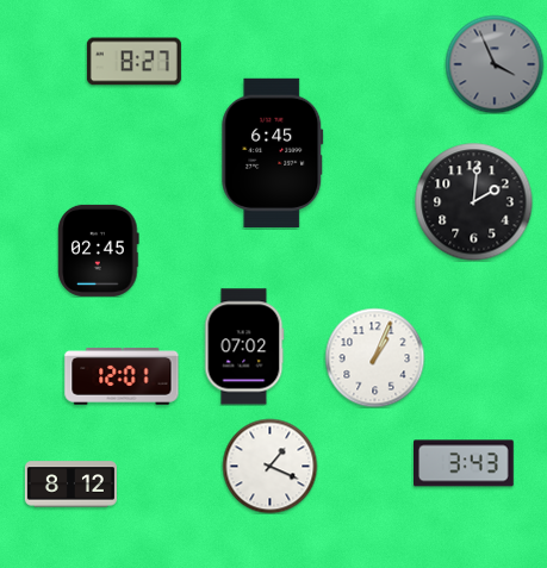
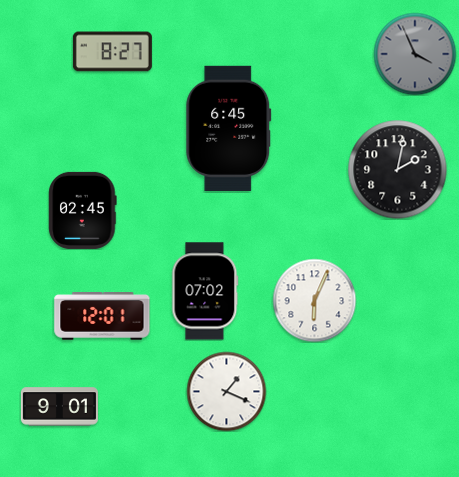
clock at (474, 202): 2:01 -> 2:02
clock at (374, 357): 1:04 -> 6:04
clock at (465, 463): 3:43 -> none
clock at (70, 485): 8:12 -> 9:01
